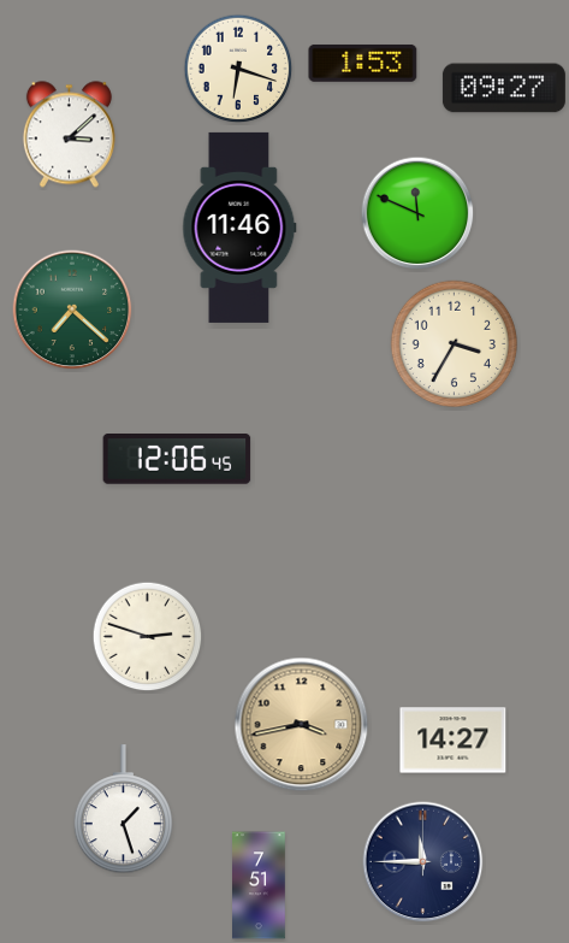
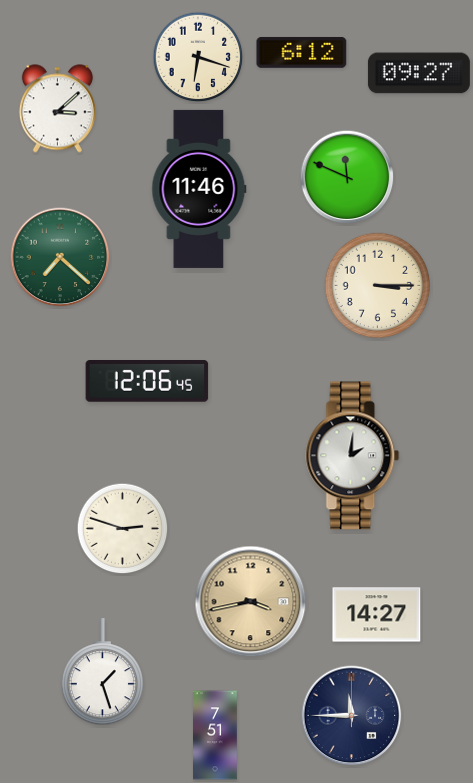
clock at (363, 63): 1:53 -> 6:12
clock at (69, 135) position: (69, 135) -> (57, 109)
clock at (454, 343): 3:35 -> 3:15
clock at (353, 456): none -> 2:01
